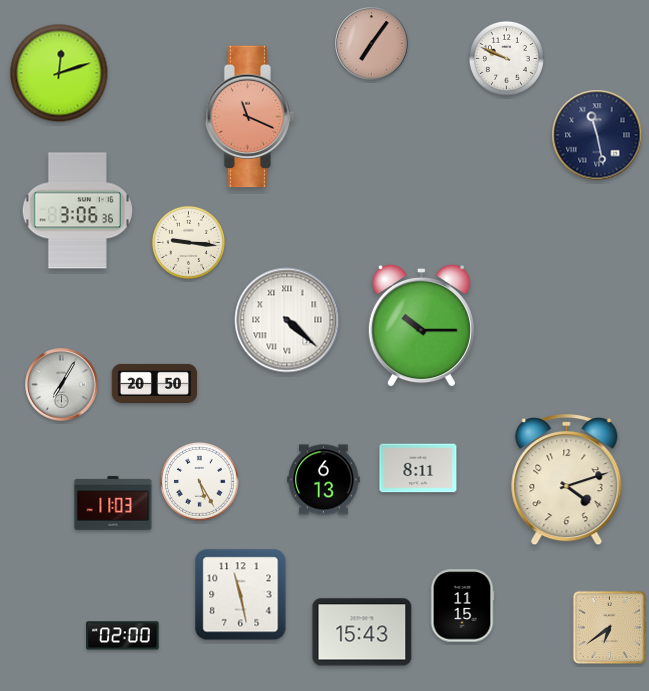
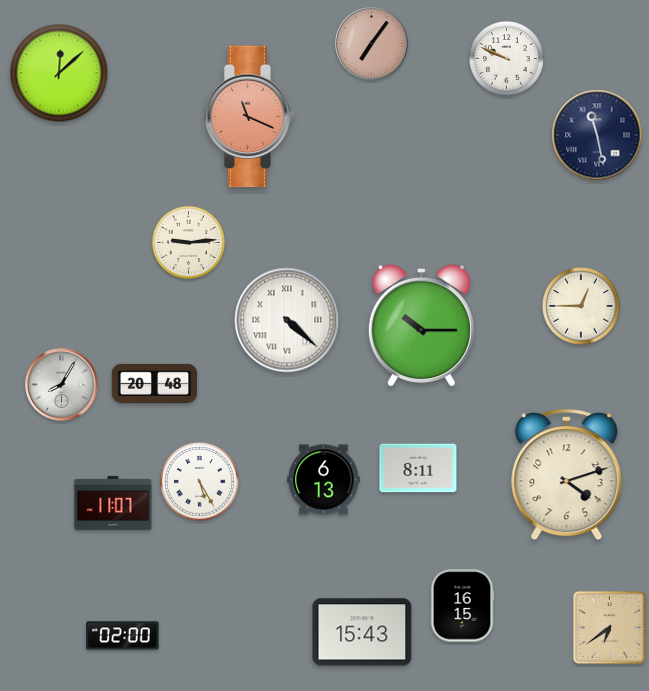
clock at (59, 73): 12:12 -> 12:08
clock at (77, 211): 3:06 -> none
clock at (188, 242): 9:16 -> 9:14
clock at (582, 307): none -> 12:45
clock at (155, 383): 20:50 -> 20:48
clock at (62, 385): 7:05 -> 8:05
clock at (567, 481) position: (567, 481) -> (567, 476)
clock at (113, 503): 11:03 -> 11:07
clock at (241, 595): 11:28 -> none
clock at (462, 606): 11:15 -> 16:15
